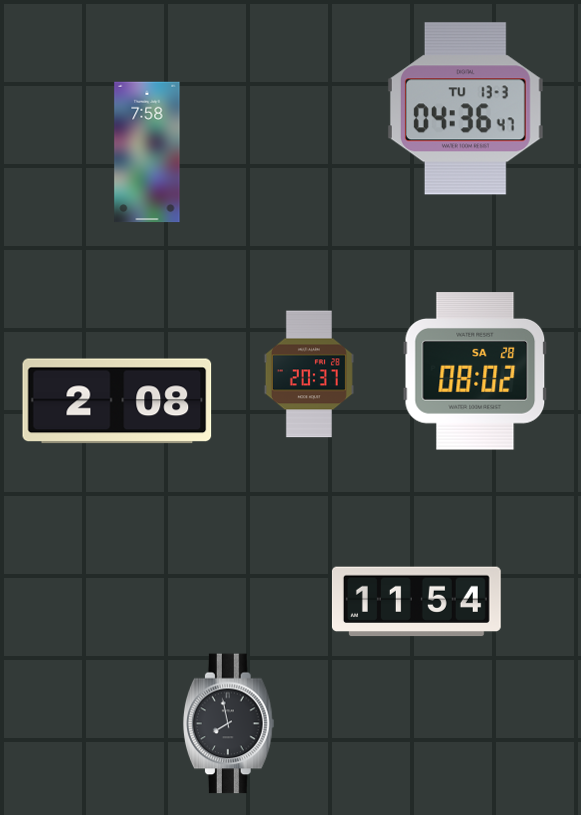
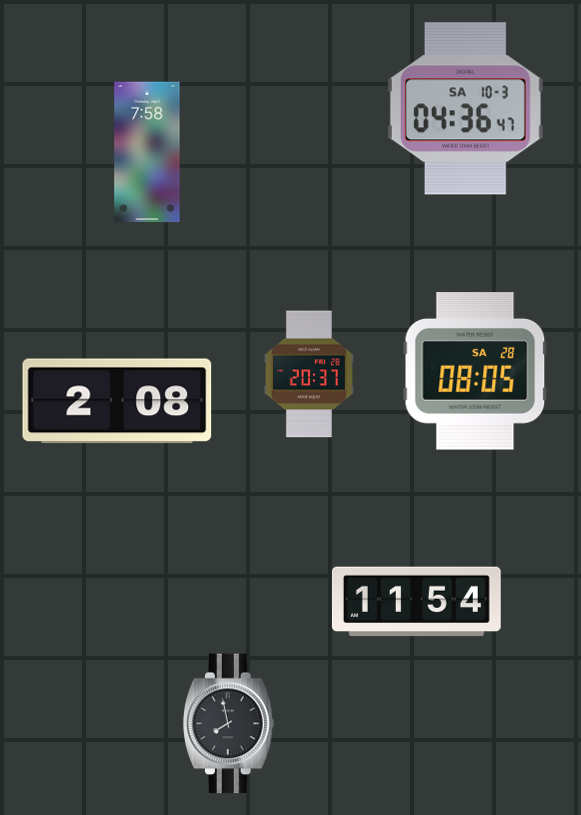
clock at (465, 109) date: TU 13-3 -> SA 10-3
clock at (475, 371): 08:02 -> 08:05
